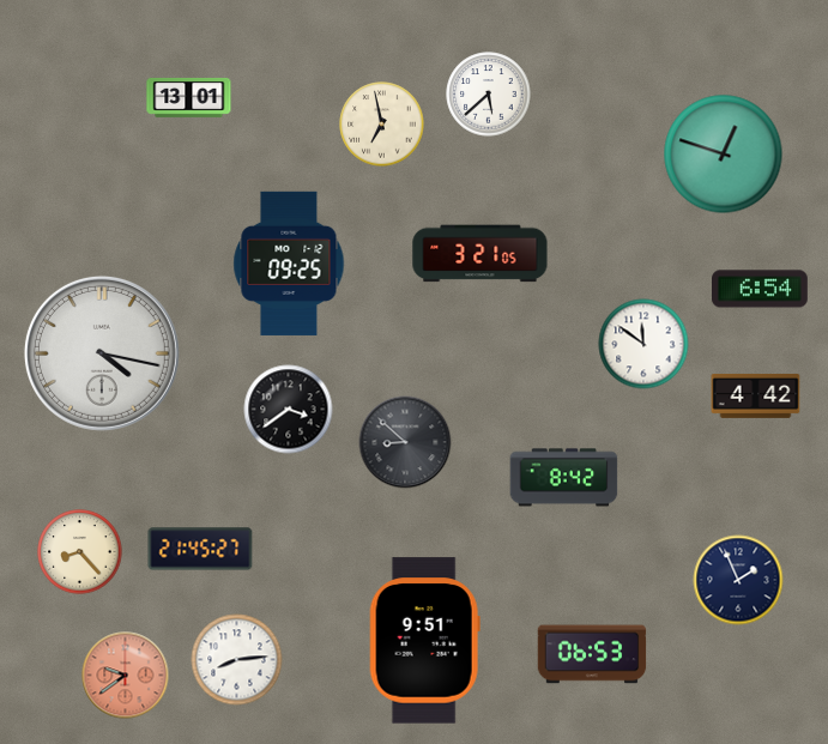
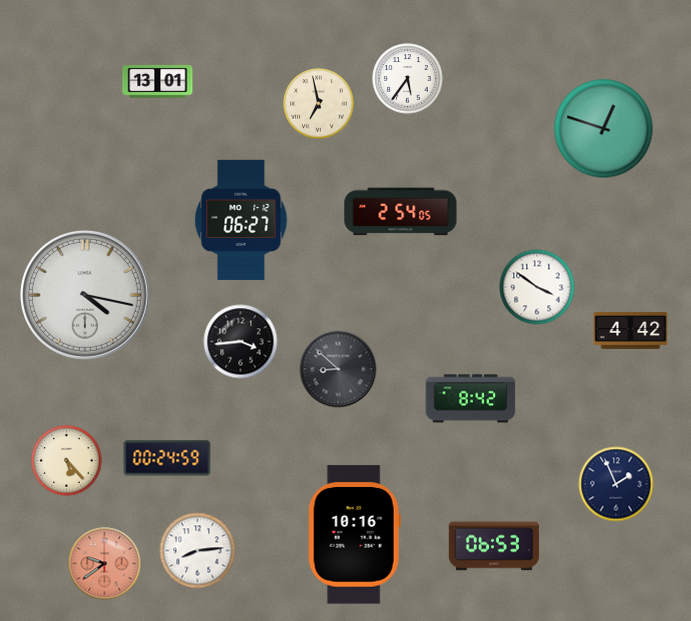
clock at (489, 95): 5:38 -> 5:36
clock at (481, 254): 3:21 -> 2:54
clock at (289, 264): 09:25 -> 06:27
clock at (761, 289): 6:54 -> none
clock at (643, 344): 11:51 -> 3:51
clock at (289, 410): 3:39 -> 3:44
clock at (200, 549): 21:45 -> 00:24
clock at (80, 552): 8:23 -> 5:23
clock at (424, 641): 9:51 -> 10:16
